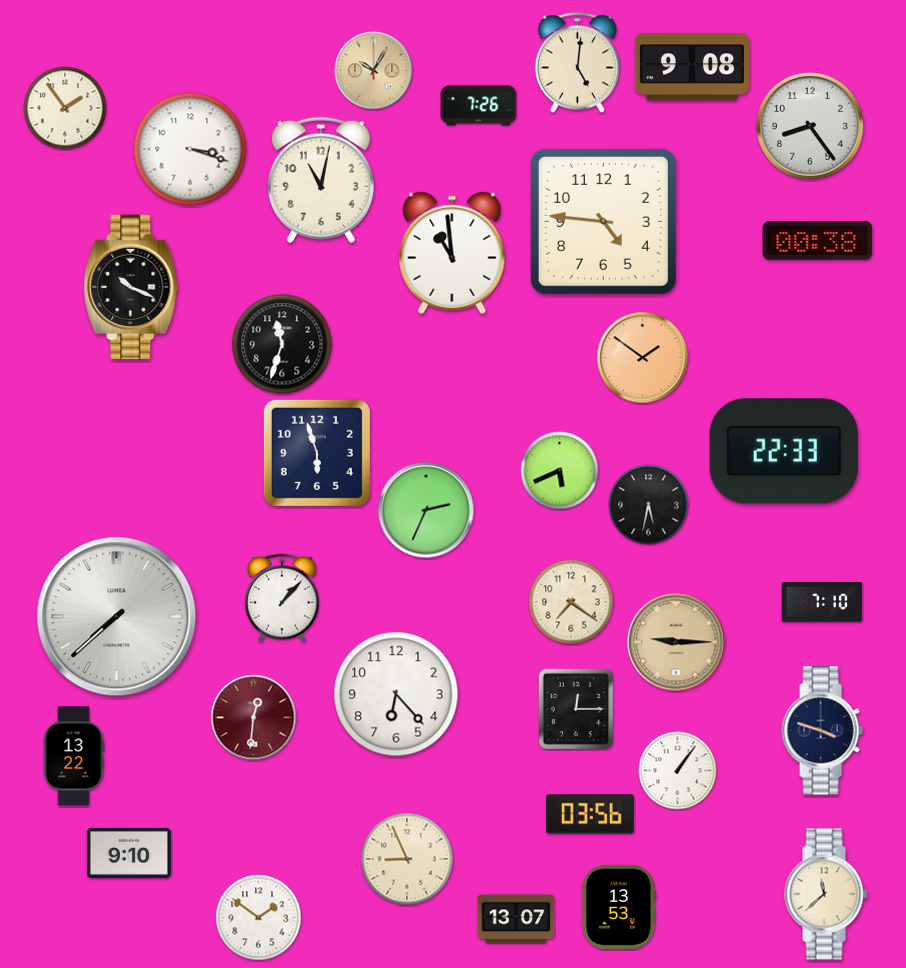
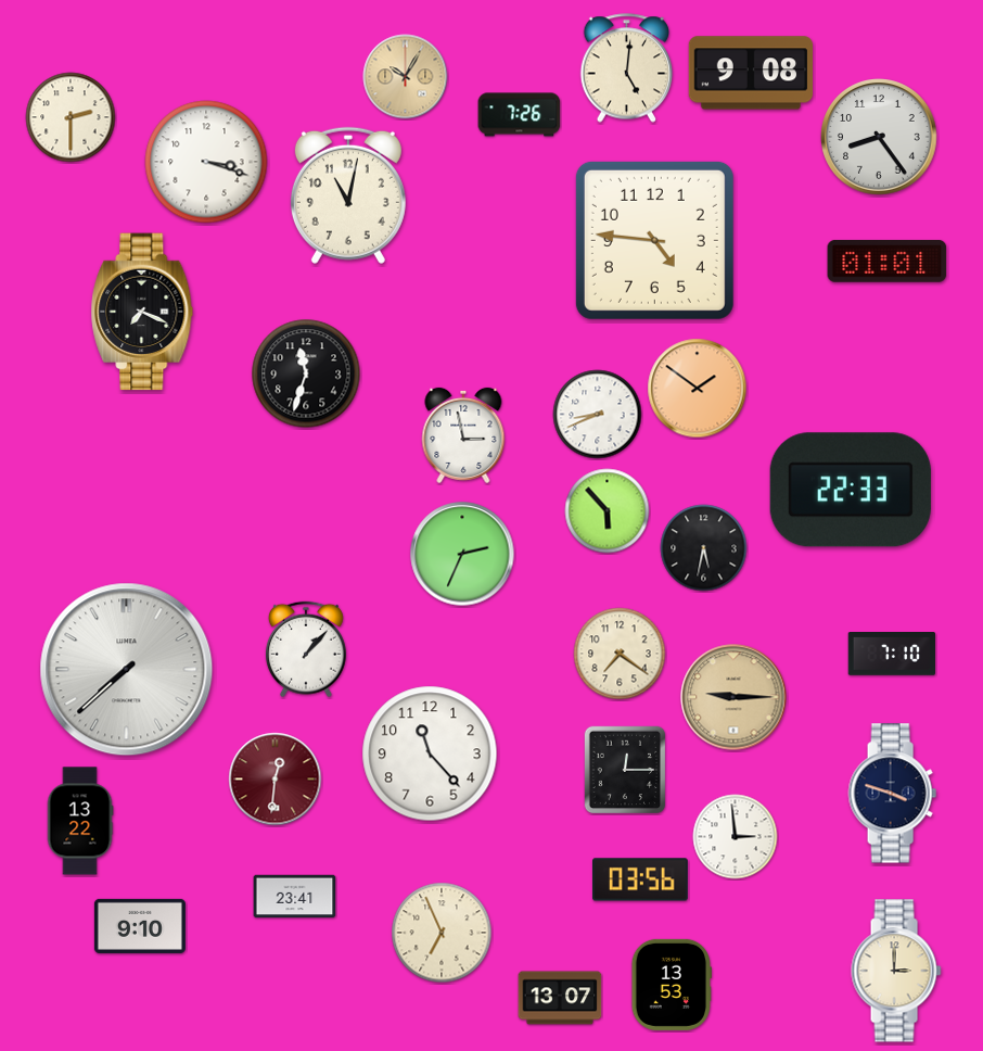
clock at (65, 108): 1:54 -> 2:30
clock at (818, 241): 00:38 -> 01:01
clock at (452, 253): 10:59 -> none
clock at (131, 287): 10:19 -> 7:19
clock at (598, 415): none -> 8:41
clock at (463, 435): none -> 2:58
clock at (317, 453): 5:57 -> none
clock at (560, 471): 5:41 -> 5:53
clock at (396, 694): 6:23 -> 11:23
clock at (678, 771): 1:06 -> 2:59
clock at (591, 814) position: (591, 814) -> (641, 879)
clock at (295, 897): none -> 23:41
clock at (407, 859): 8:56 -> 6:56
clock at (826, 894): 11:38 -> 3:00
clock at (259, 918): 1:51 -> none
